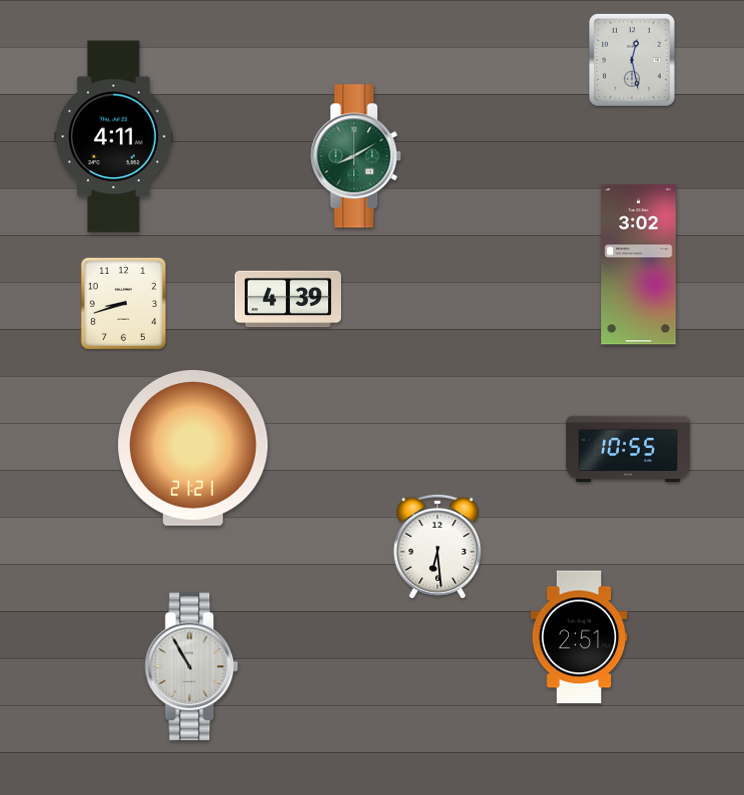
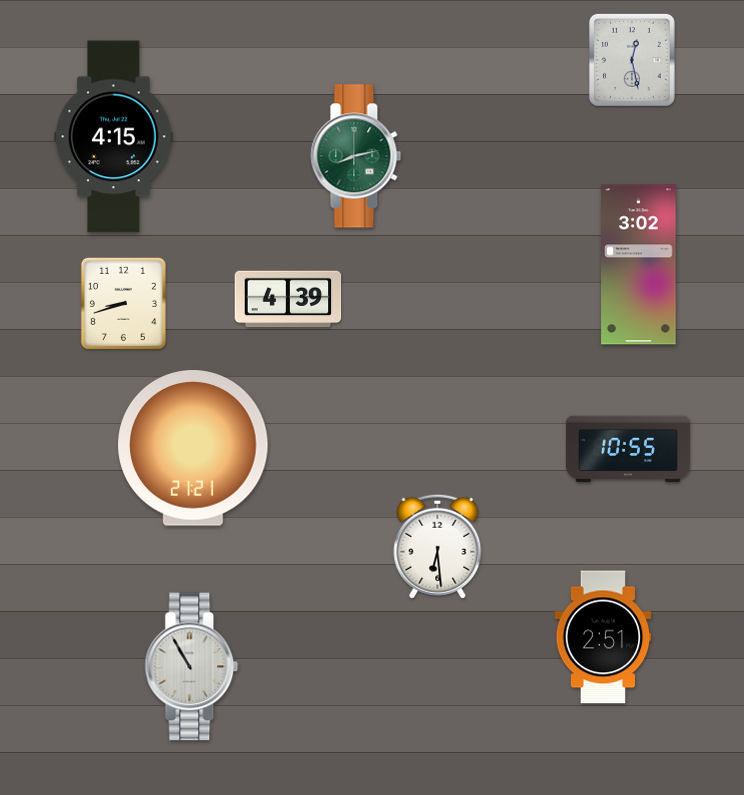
clock at (114, 137): 4:11 -> 4:15
clock at (356, 156): 8:10 -> 8:13
clock at (579, 637) position: (579, 637) -> (603, 637)
